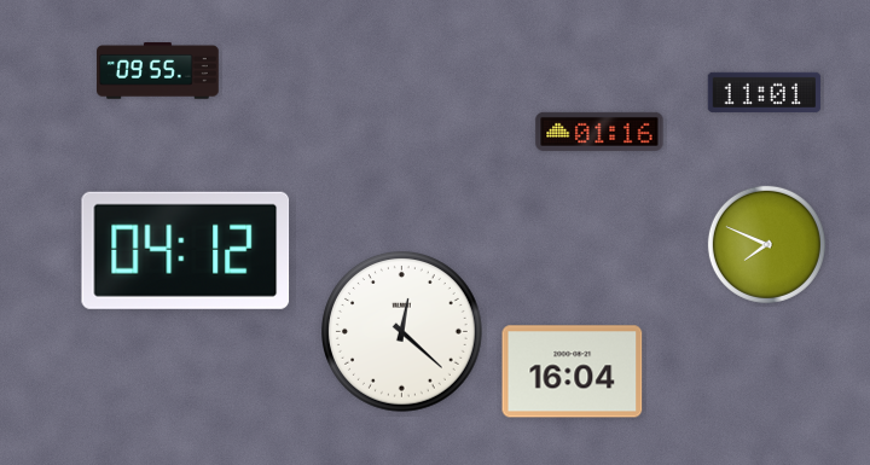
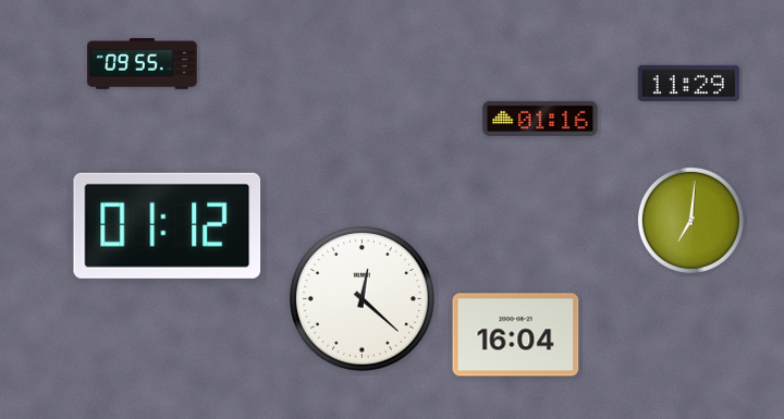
clock at (765, 92): 11:01 -> 11:29
clock at (766, 244): 7:49 -> 7:01
clock at (186, 250): 04:12 -> 01:12
